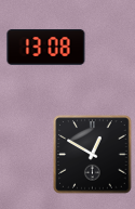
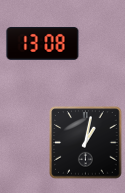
clock at (93, 155): 12:50 -> 1:02
